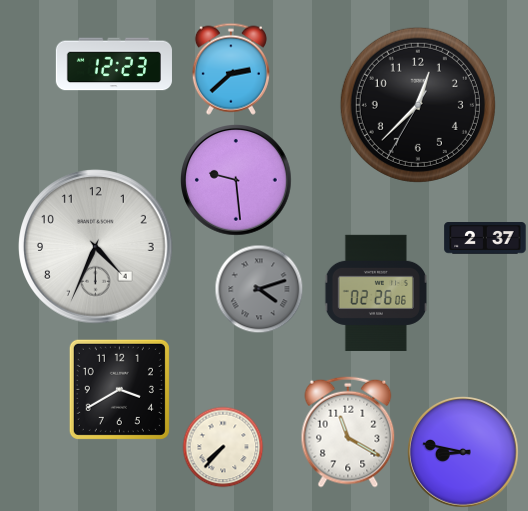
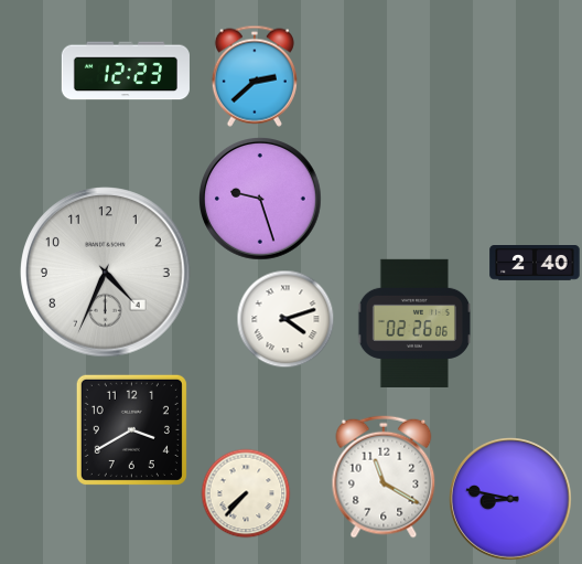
clock at (418, 105): 12:37 -> none
clock at (237, 181): 9:29 -> 9:27
clock at (485, 239): 2:37 -> 2:40
clock at (259, 289) dial: grey -> white
